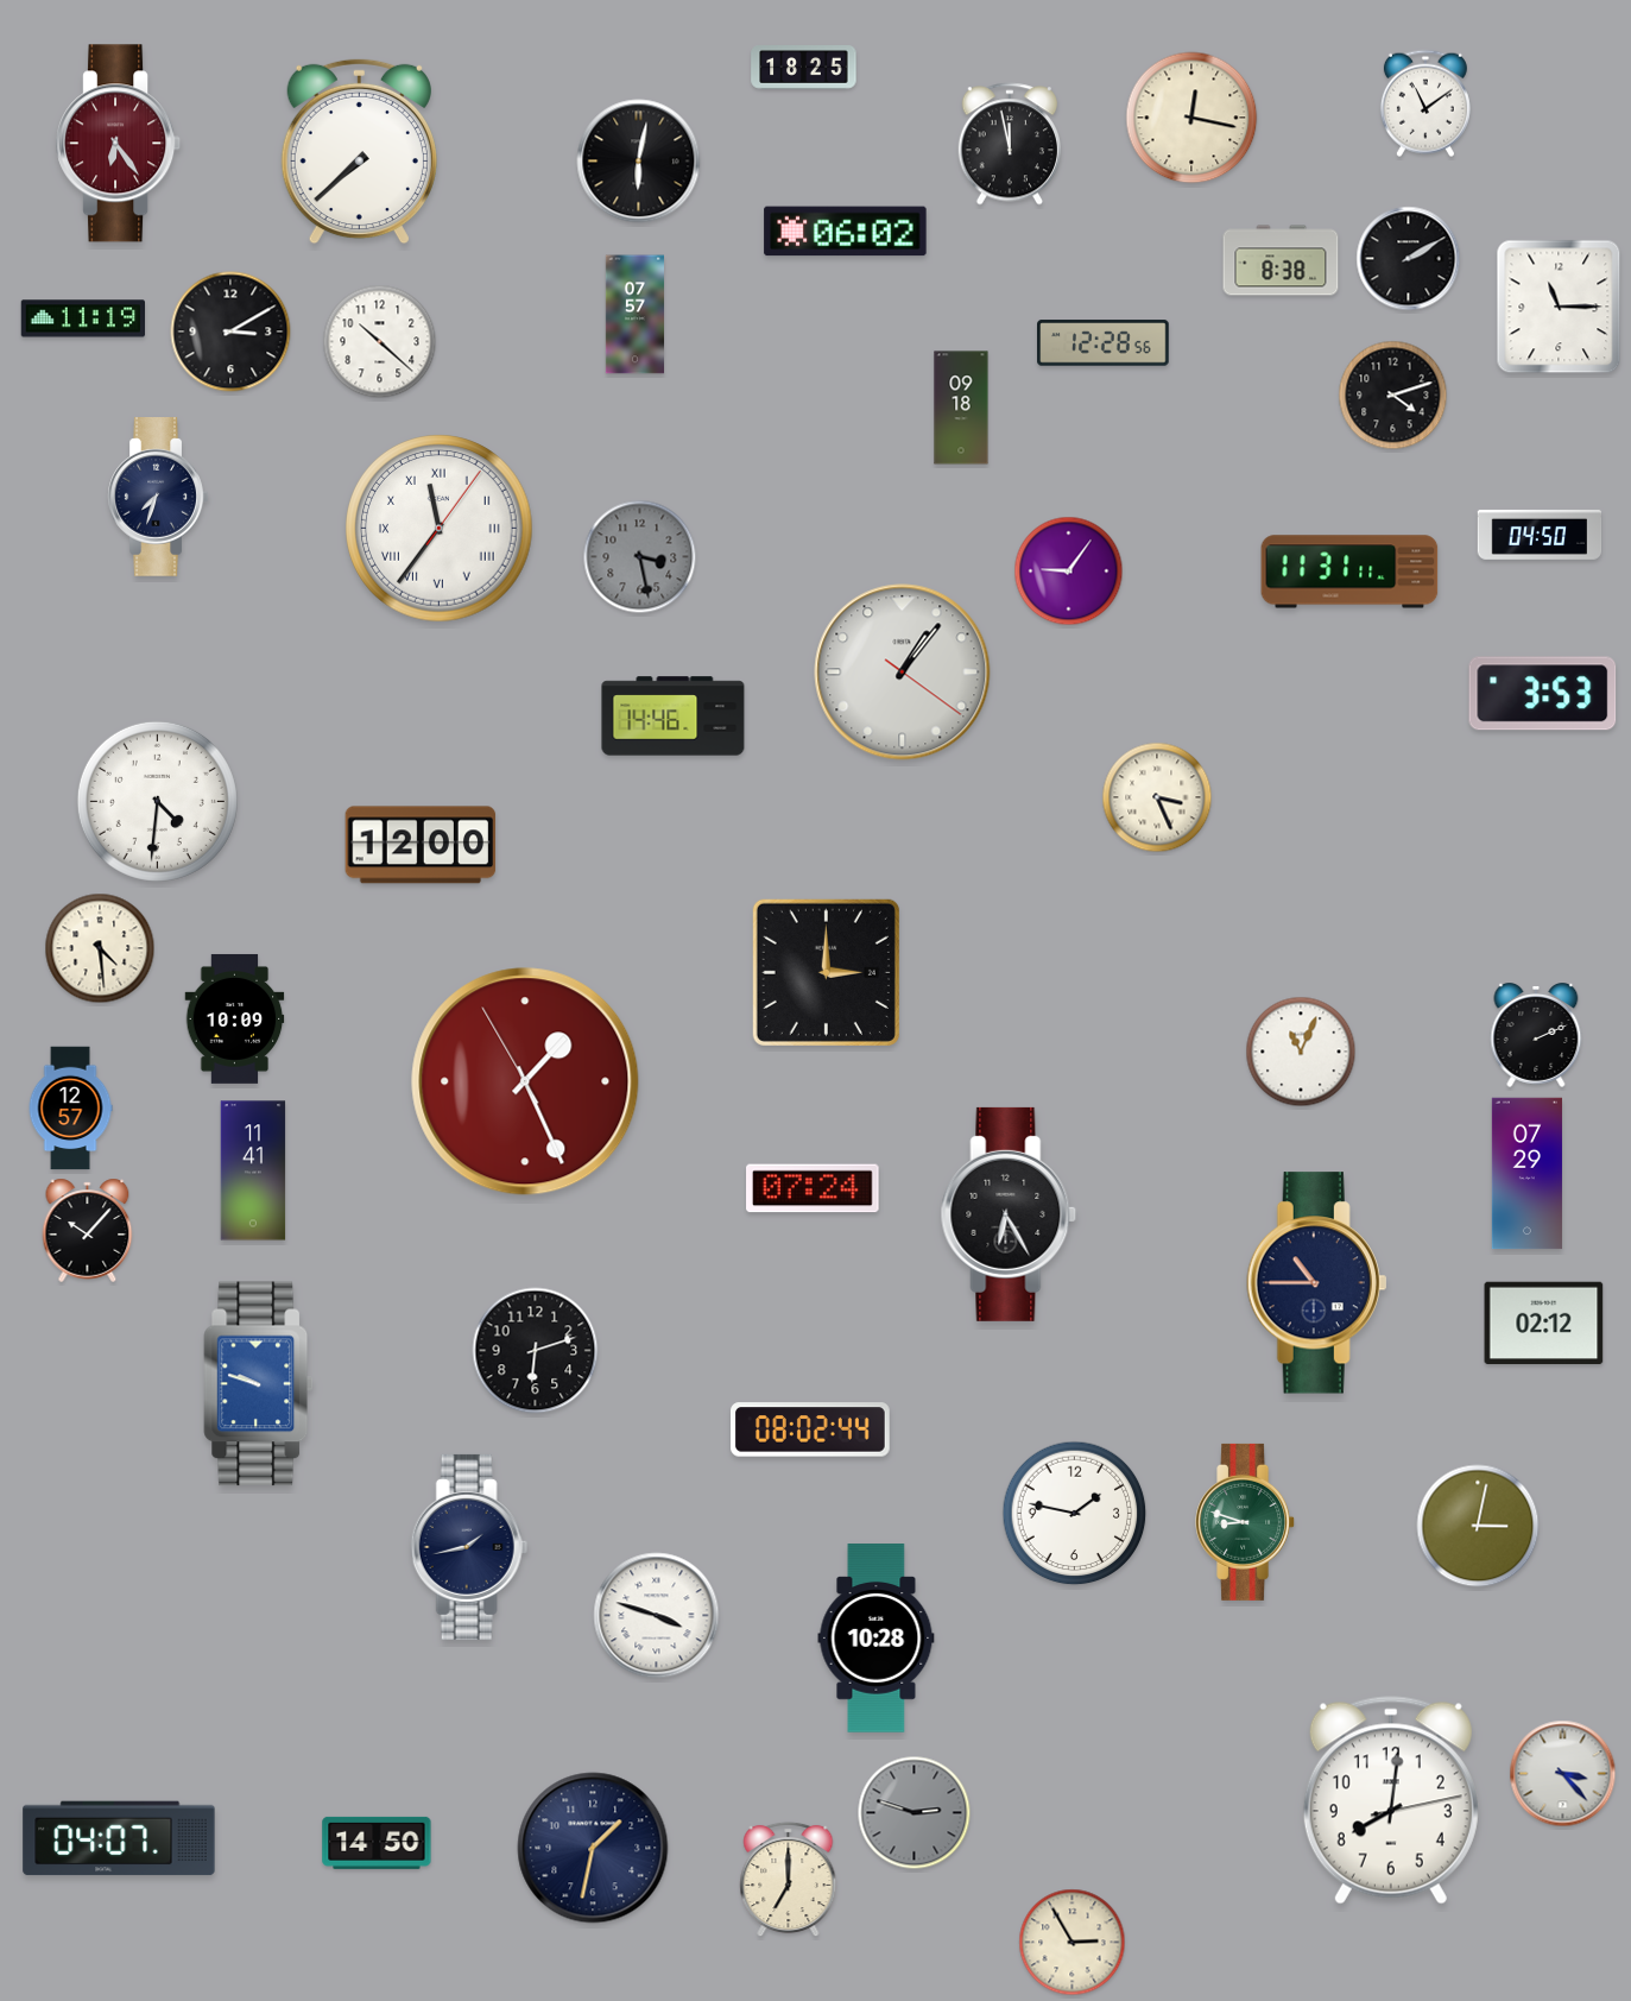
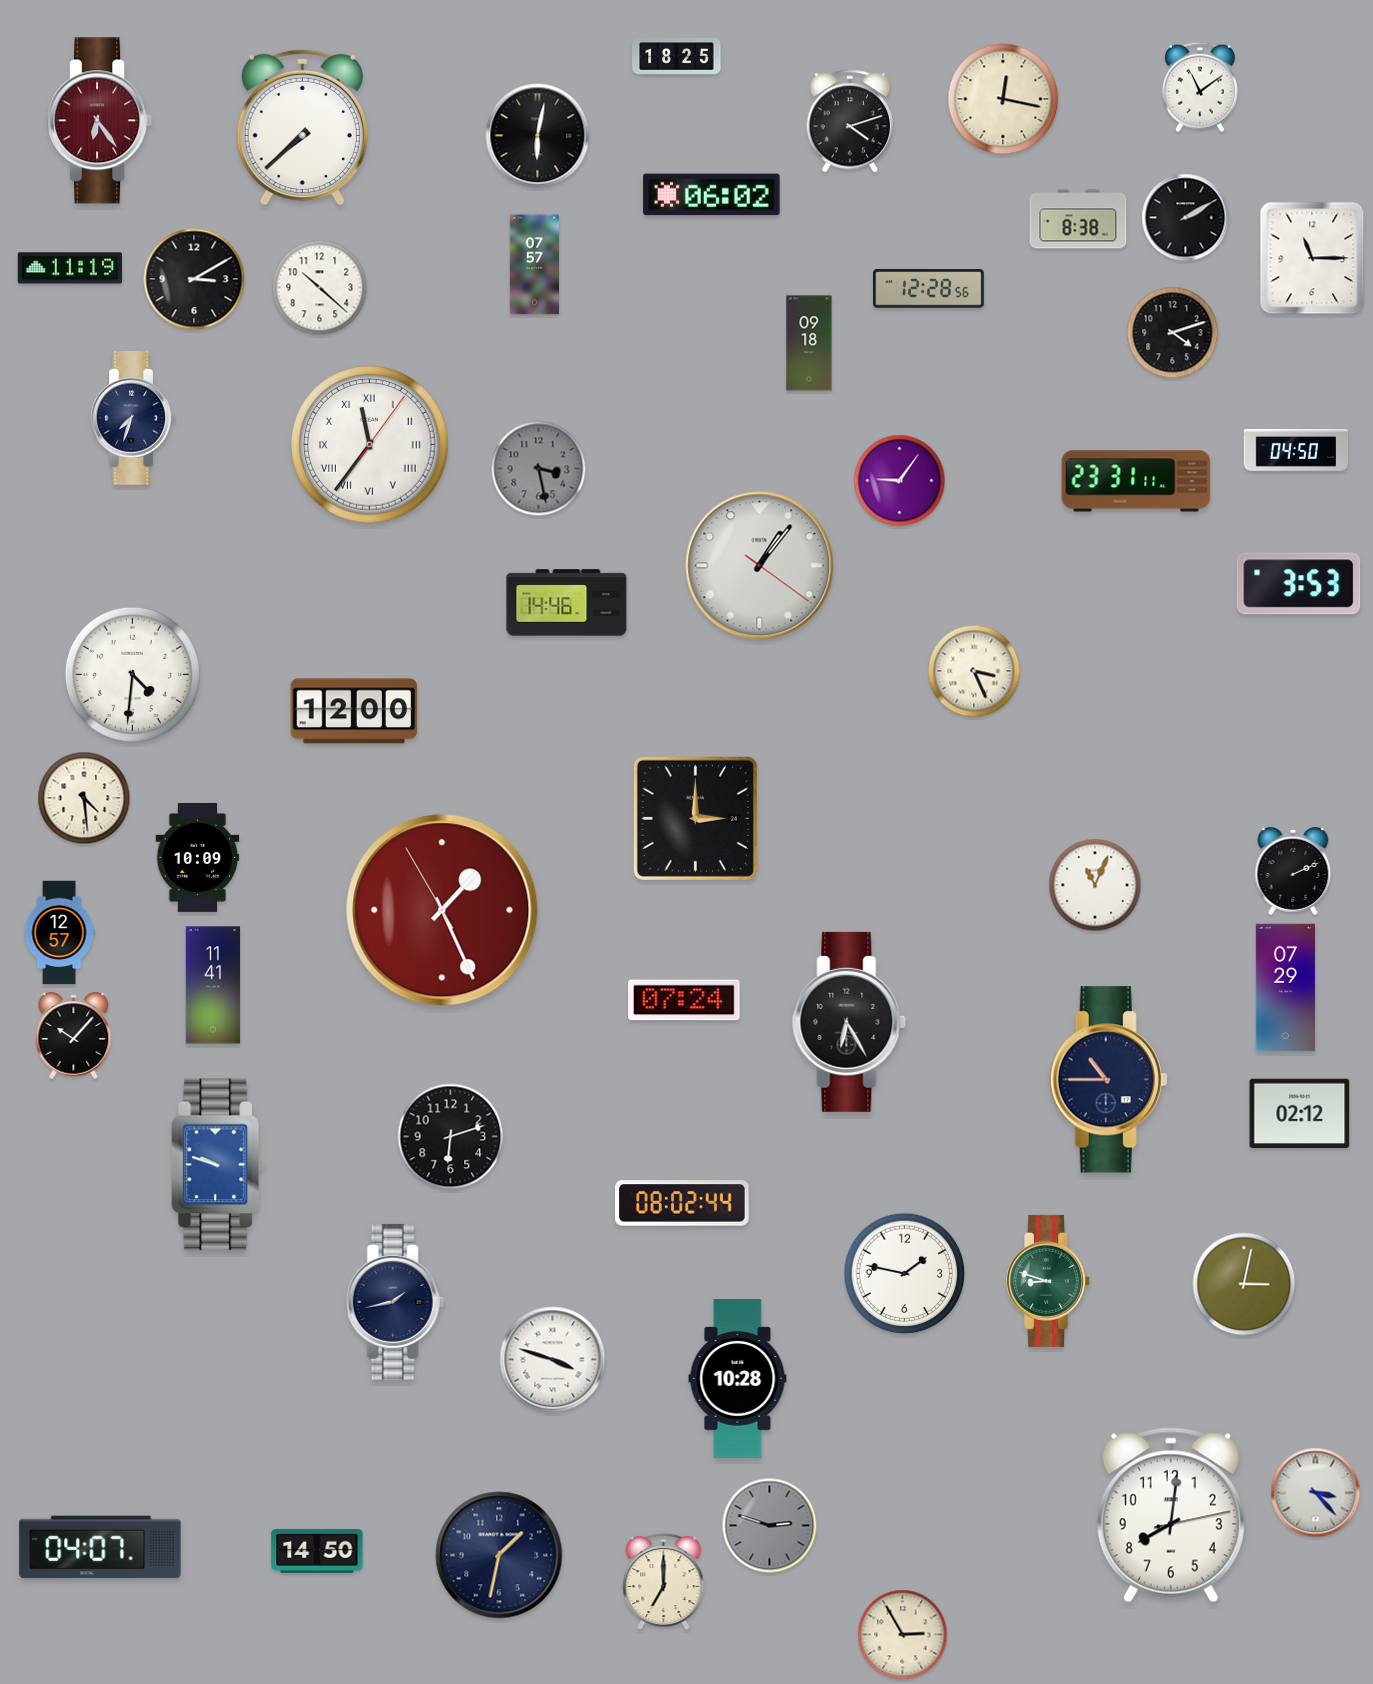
clock at (1009, 144): 11:58 -> 4:12
clock at (1349, 572): 11:31 -> 23:31
